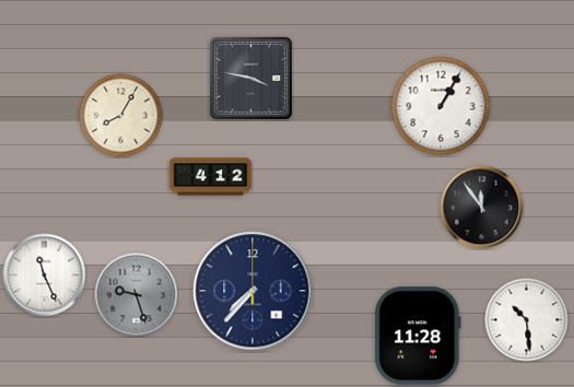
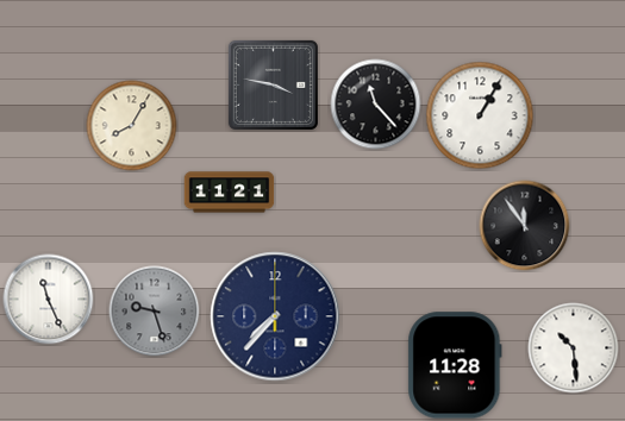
clock at (376, 105): none -> 11:23
clock at (211, 177): 4:12 -> 11:21
clock at (137, 295) position: (137, 295) -> (155, 312)
